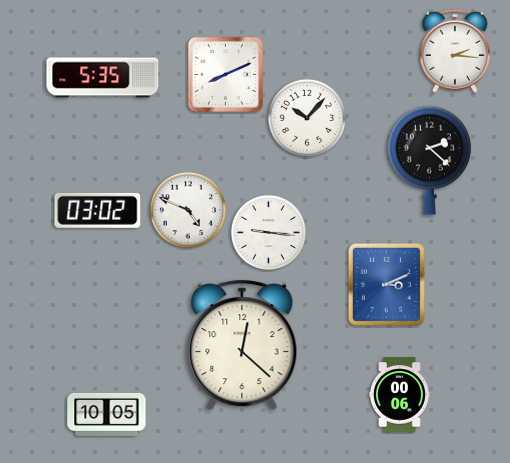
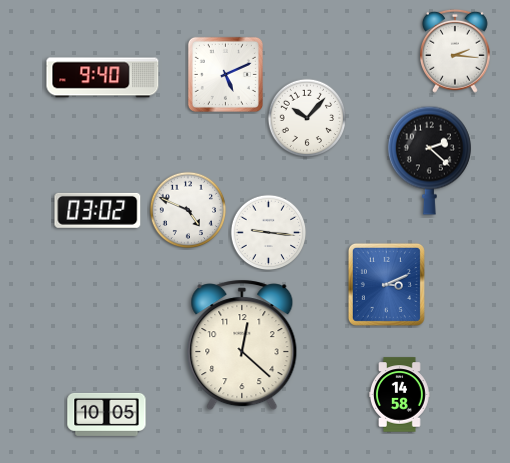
clock at (225, 74): 8:11 -> 5:11
clock at (103, 78): 5:35 -> 9:40
clock at (400, 395): 00:06 -> 14:58
